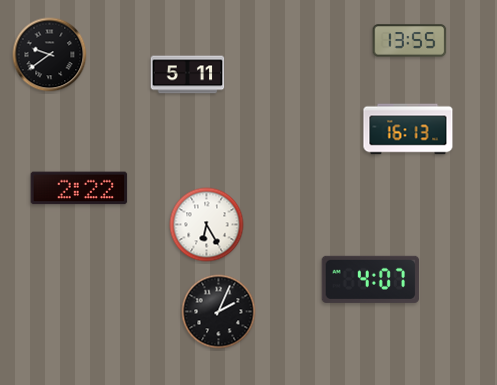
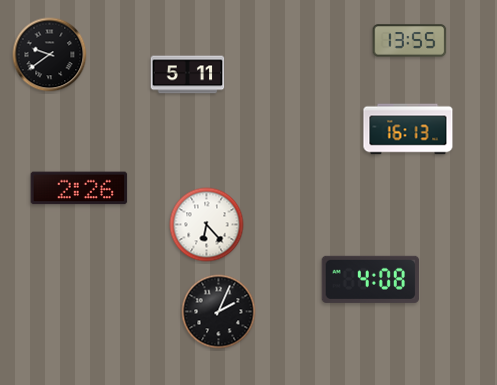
clock at (79, 188): 2:22 -> 2:26
clock at (207, 225): 6:25 -> 6:23
clock at (371, 279): 4:07 -> 4:08
